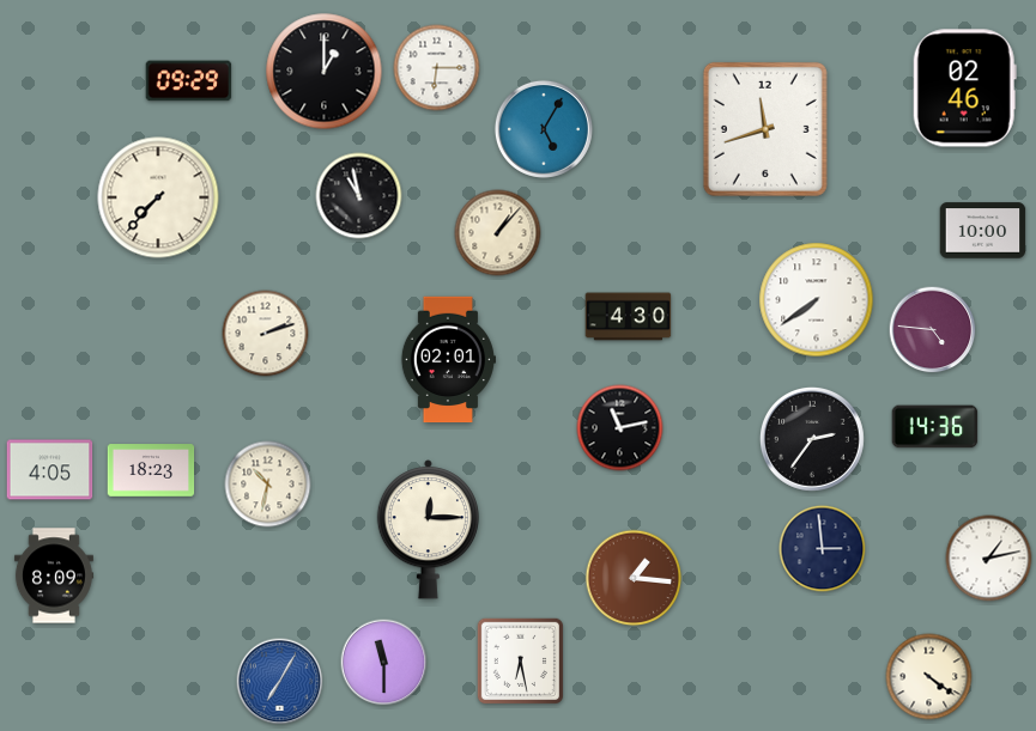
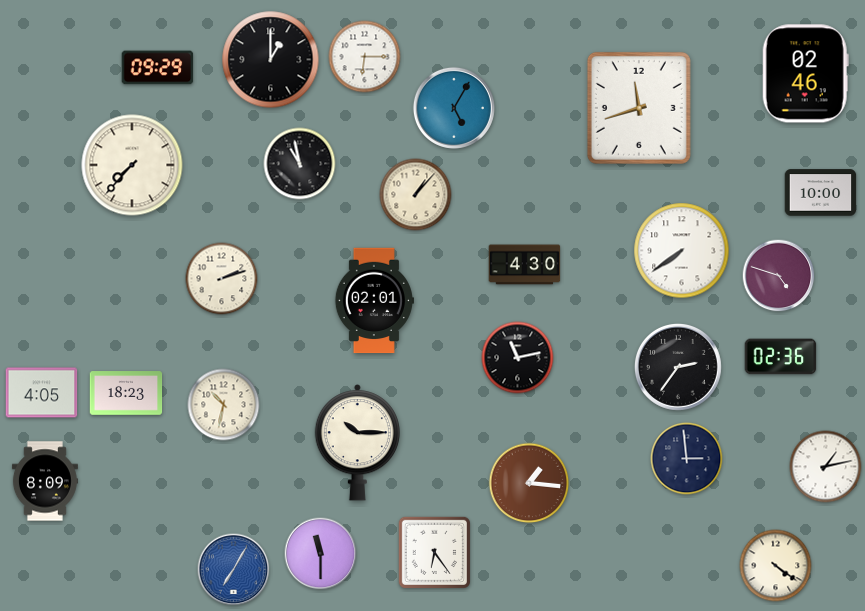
clock at (933, 330): 4:46 -> 4:48
clock at (935, 427): 14:36 -> 02:36
clock at (428, 530): 12:15 -> 10:15
clock at (520, 660): 6:28 -> 6:24
